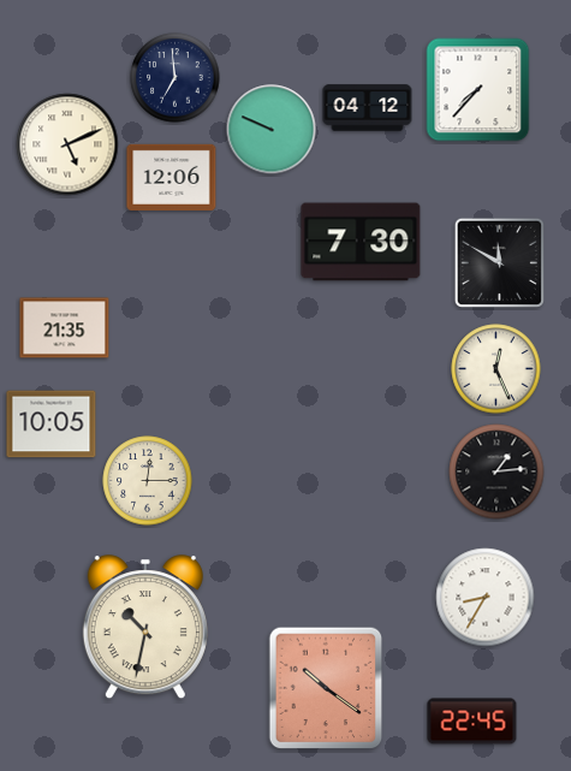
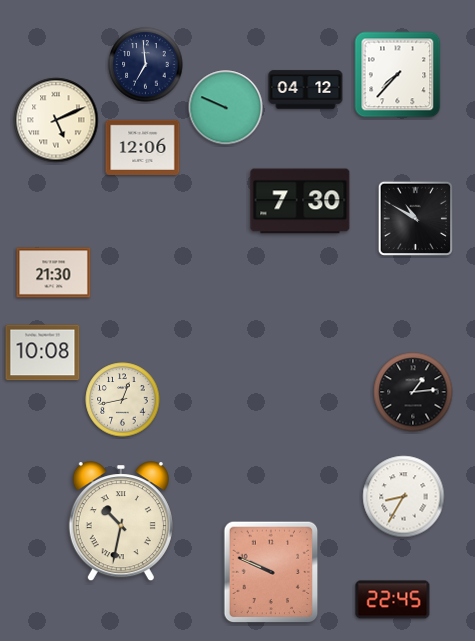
clock at (499, 262): 11:50 -> 10:50
clock at (65, 328): 21:35 -> 21:30
clock at (496, 369): 12:26 -> none
clock at (52, 425): 10:05 -> 10:08
clock at (148, 481): 12:15 -> 12:43
clock at (326, 688): 10:21 -> 9:49
